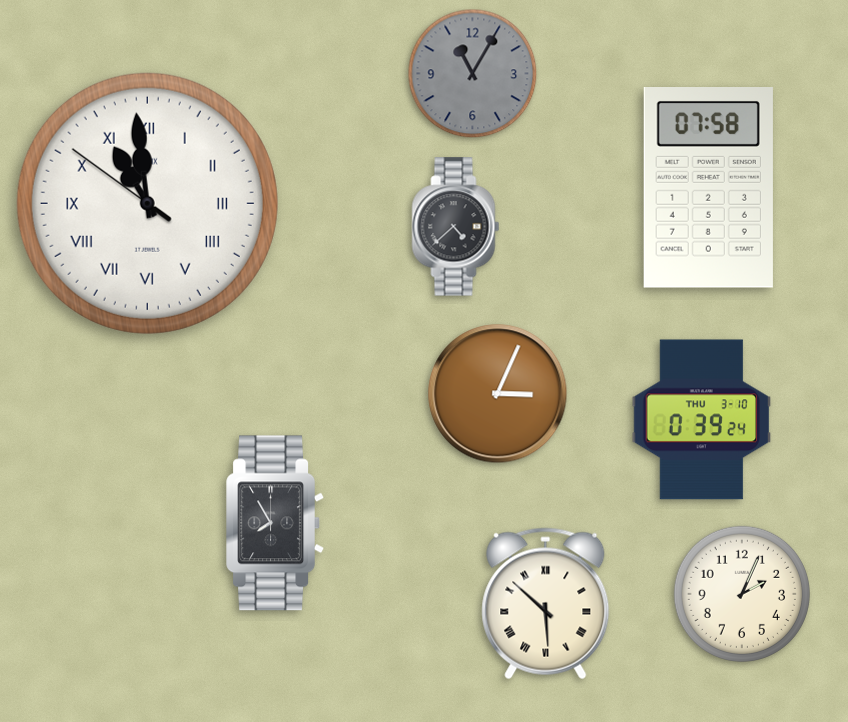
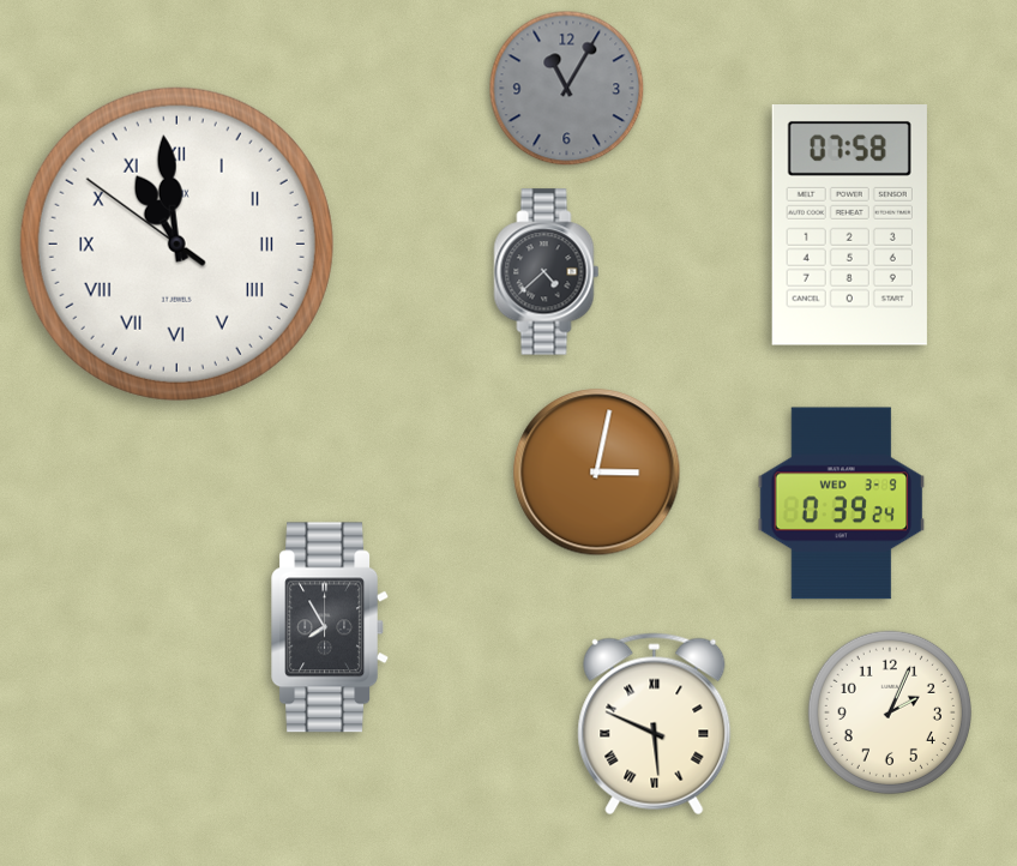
clock at (498, 394): 3:04 -> 3:02
clock at (702, 420) date: THU 3-10 -> WED 3-9
clock at (546, 604): 5:52 -> 5:49
